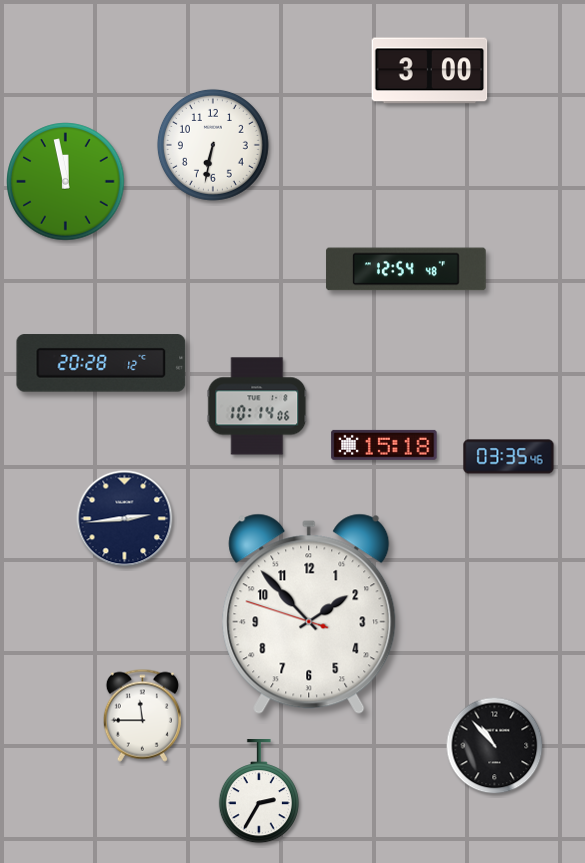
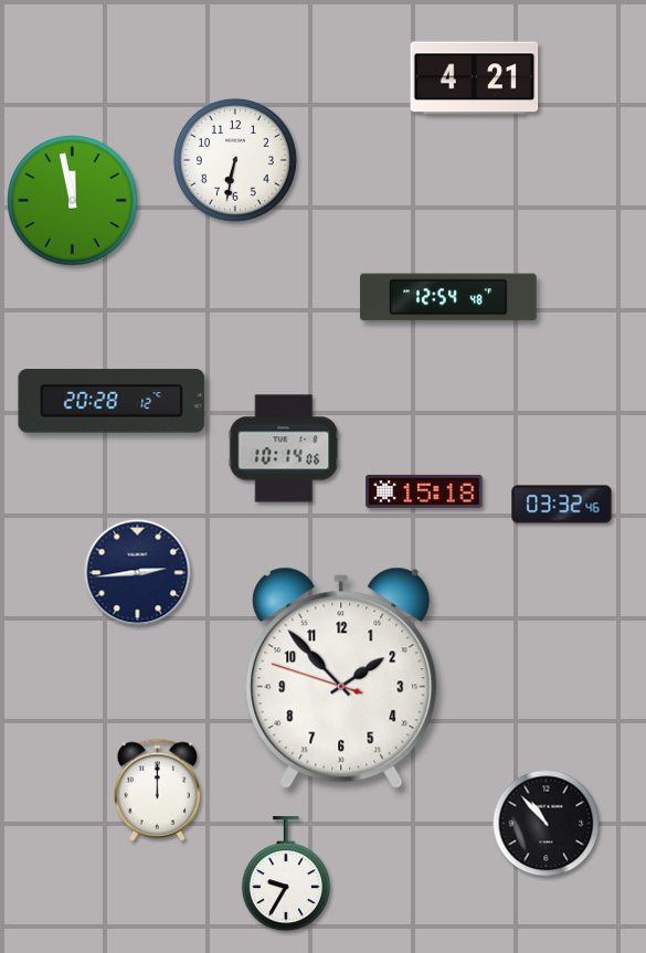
clock at (430, 71): 3:00 -> 4:21
clock at (509, 457): 03:35 -> 03:32
clock at (142, 715): 11:45 -> 12:00
clock at (259, 792): 2:35 -> 9:35
